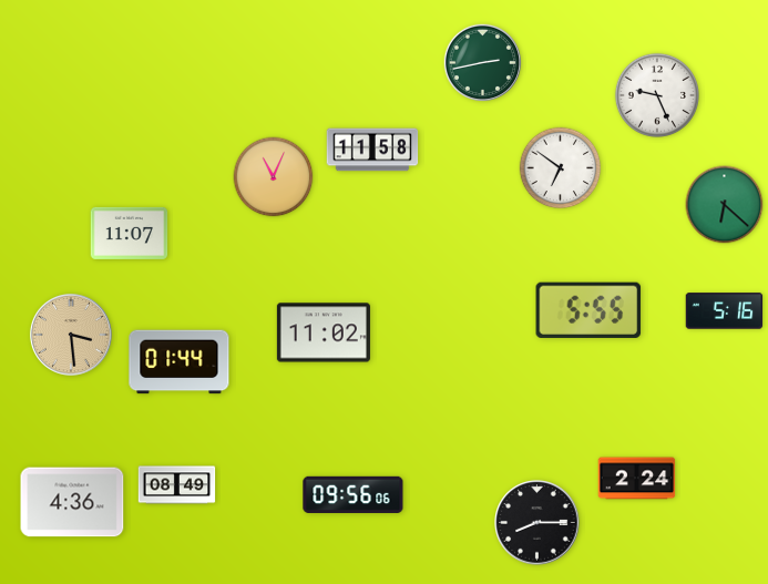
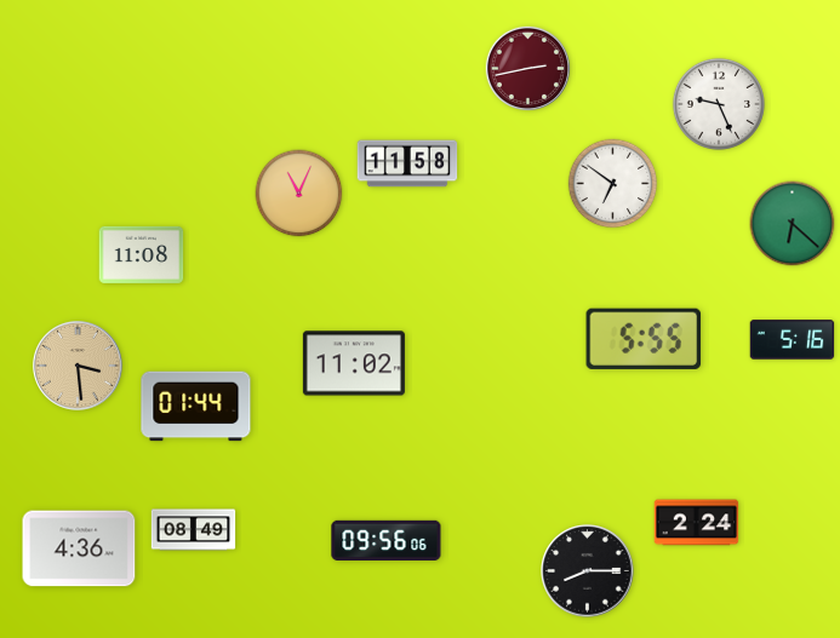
clock at (483, 63) dial: green -> burgundy
clock at (130, 233): 11:07 -> 11:08
clock at (180, 362) position: (180, 362) -> (196, 407)
